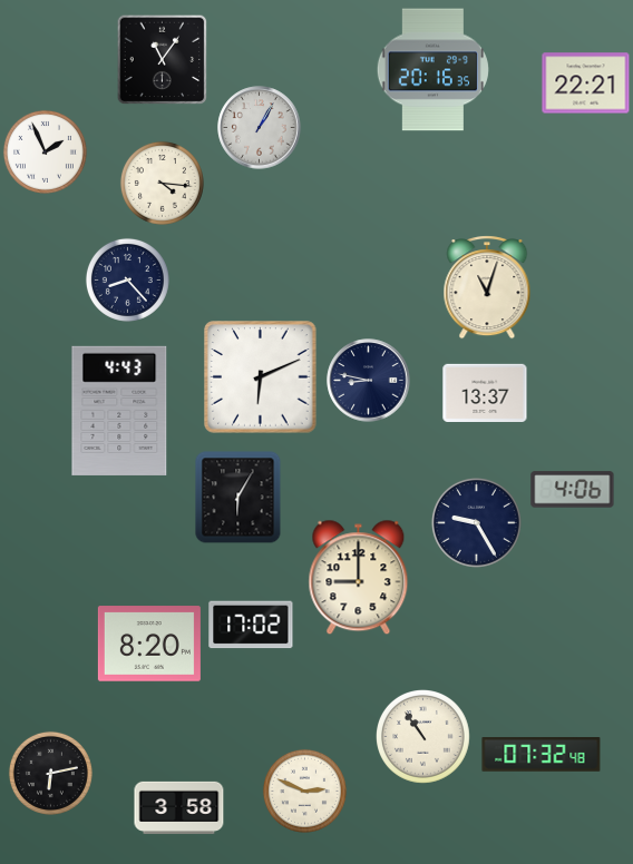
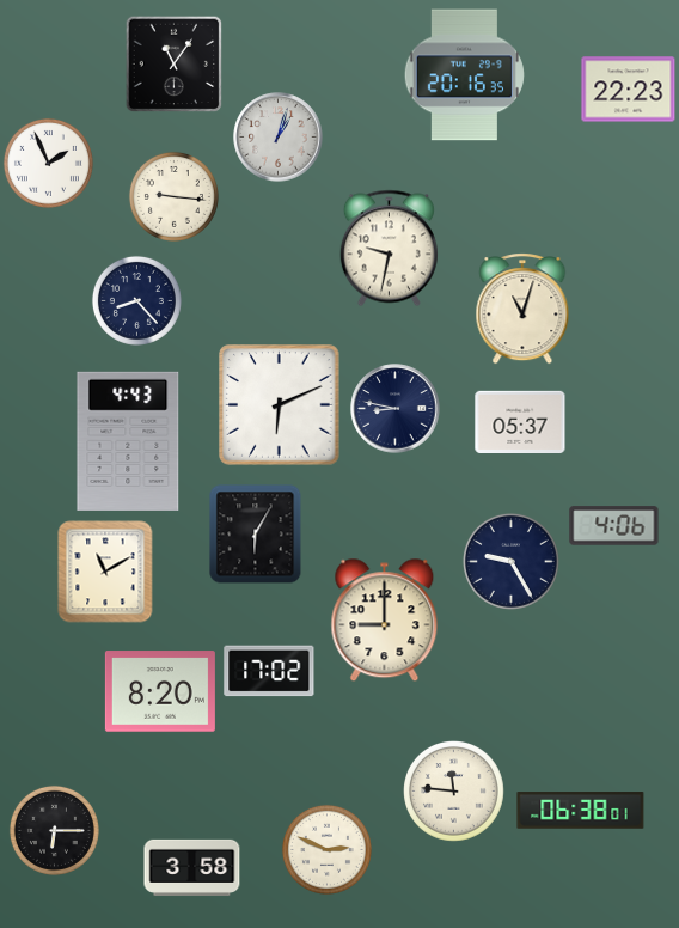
clock at (586, 84): 22:21 -> 22:23
clock at (260, 128): 1:05 -> 1:03
clock at (162, 183): 4:16 -> 9:16
clock at (389, 249): none -> 9:32
clock at (485, 392): 13:37 -> 05:37
clock at (105, 572): none -> 11:10
clock at (423, 737): 10:54 -> 11:46
clock at (542, 755): 07:32 -> 06:38
clock at (50, 773): 6:13 -> 6:15
